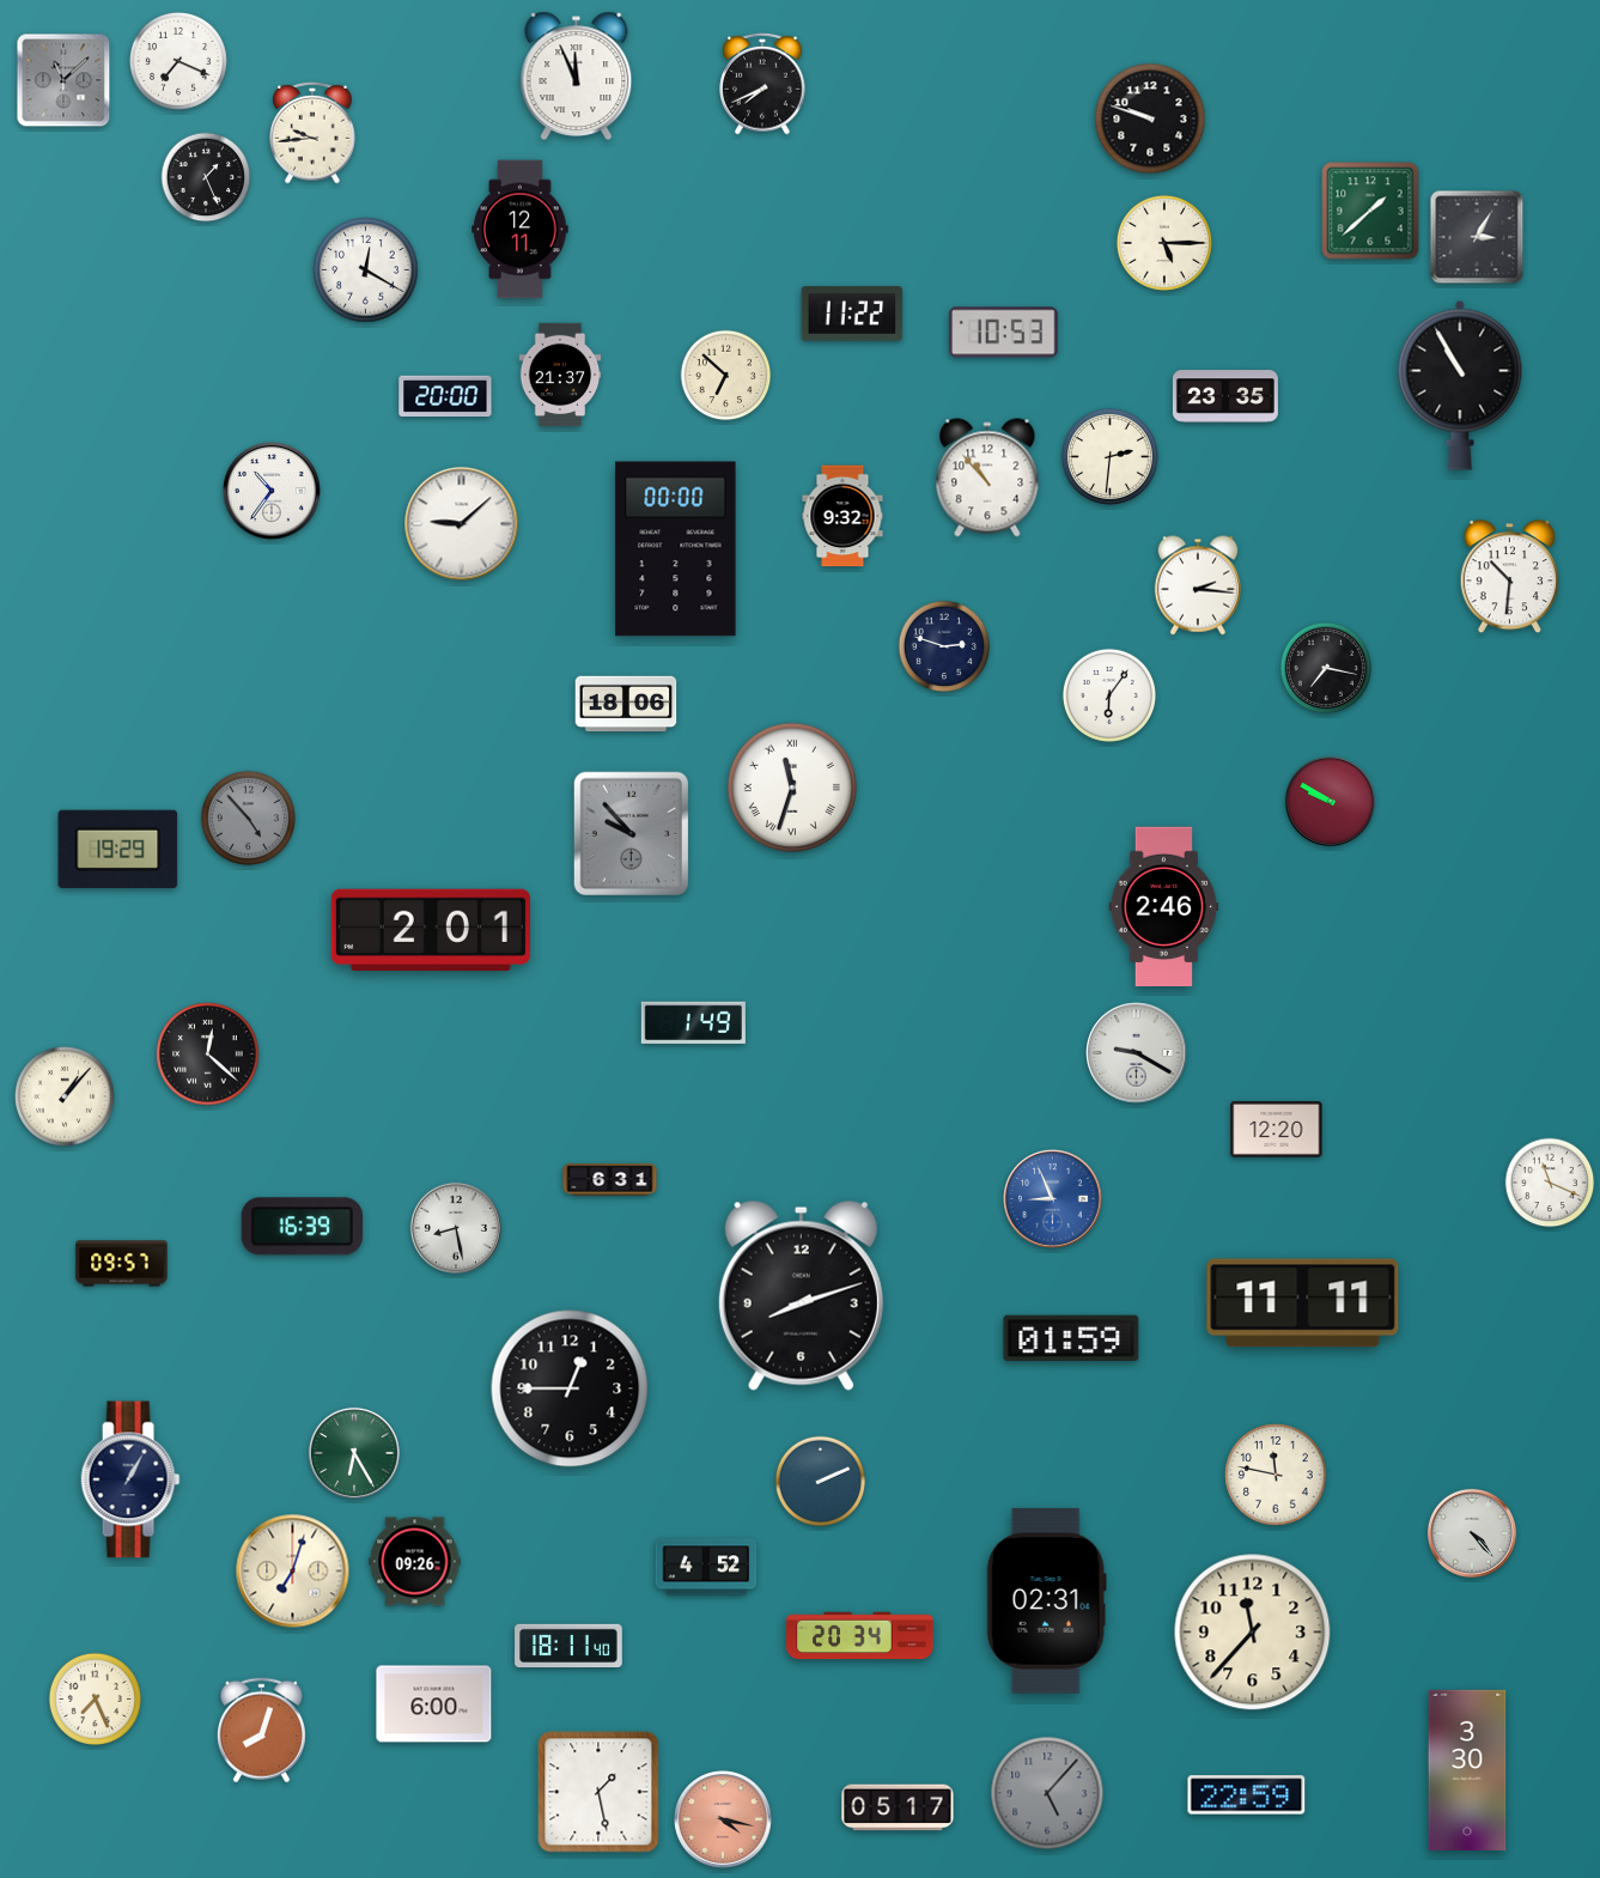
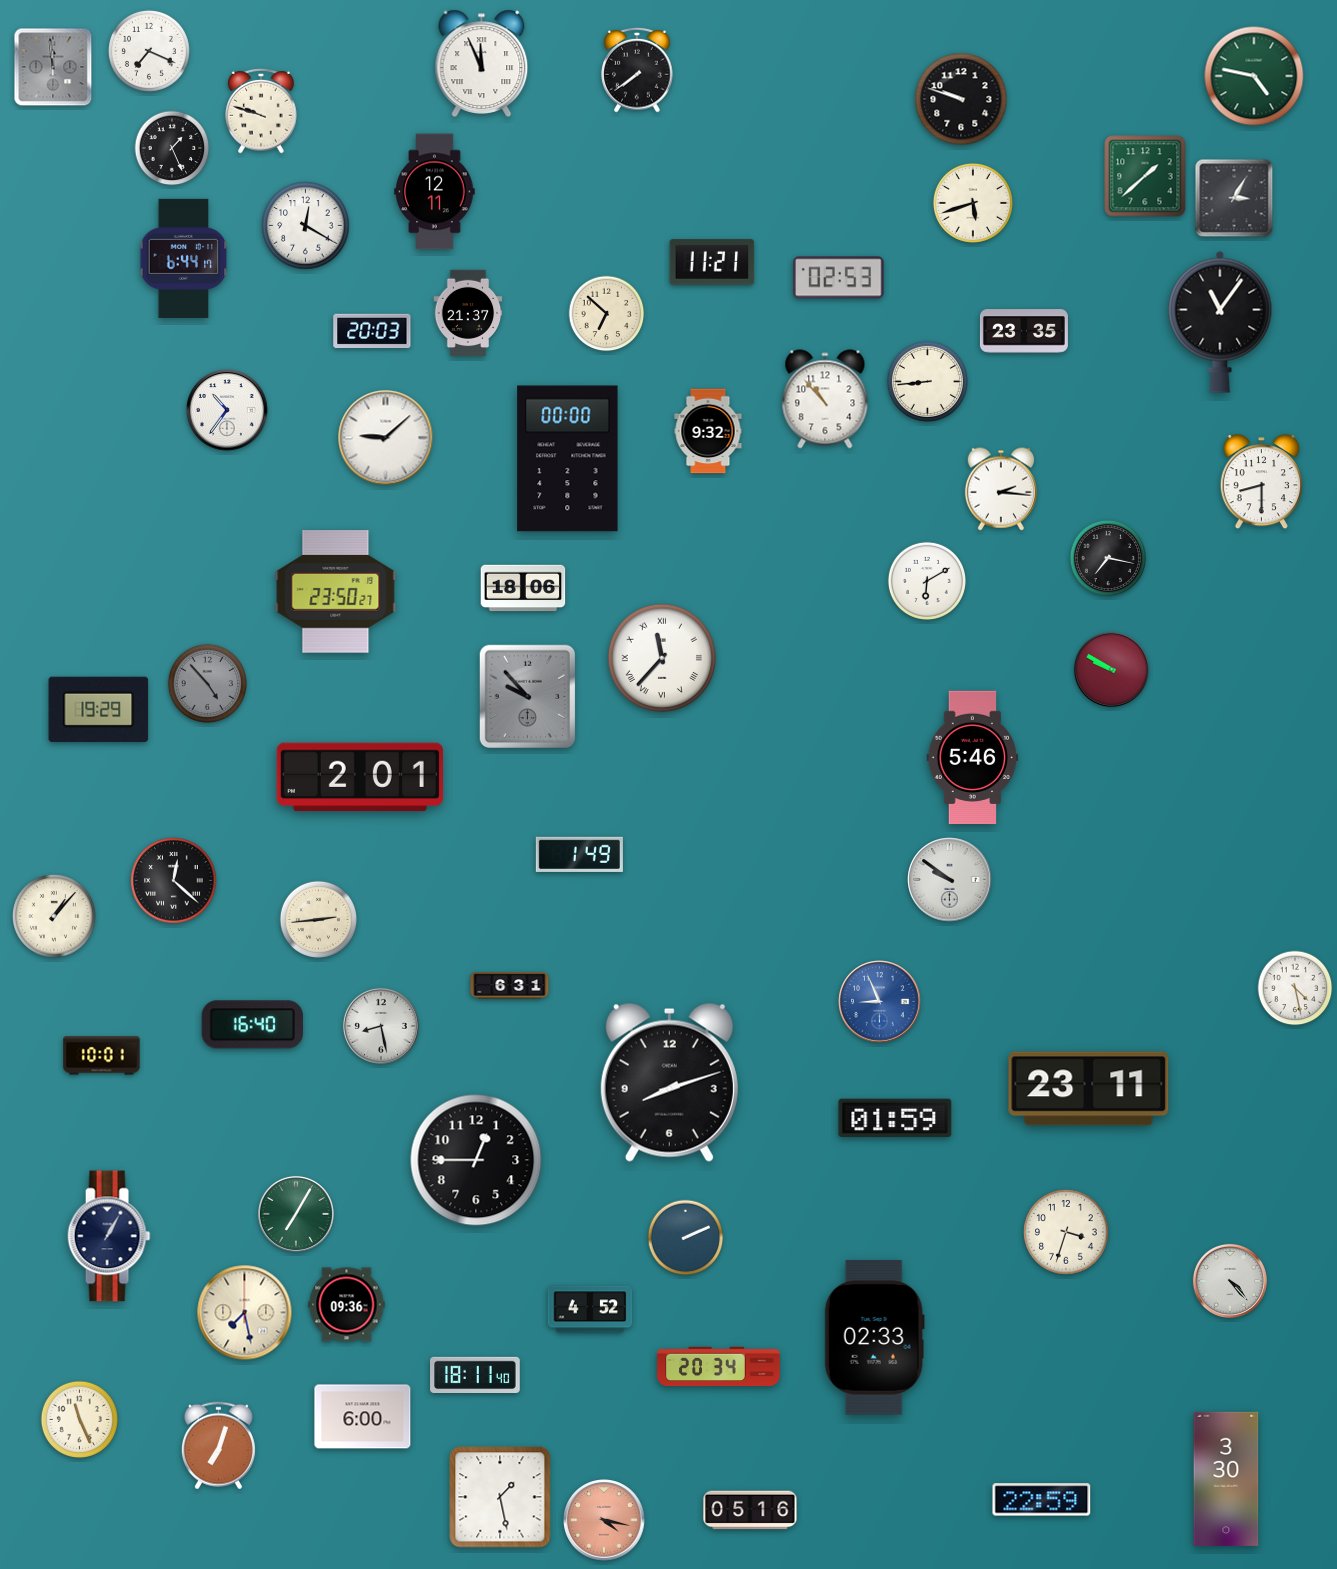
clock at (63, 80): 11:08 -> 11:59
clock at (762, 84): 7:41 -> 7:39
clock at (1254, 76): none -> 4:47
clock at (312, 133): 9:44 -> 9:48
clock at (1164, 243): 5:15 -> 5:42
clock at (184, 258): none -> 6:44
clock at (852, 314): 11:22 -> 11:21
clock at (1004, 333): 10:53 -> 02:53
clock at (1460, 385): 10:55 -> 11:06
clock at (445, 396): 20:00 -> 20:03
clock at (1109, 456): 2:31 -> 8:44
clock at (842, 516) position: (842, 516) -> (708, 431)
clock at (676, 549) position: (676, 549) -> (568, 459)
clock at (1509, 577): 10:31 -> 8:30
clock at (944, 646): 2:48 -> none
clock at (1109, 695): 6:06 -> 6:10
clock at (336, 592): none -> 23:50
clock at (791, 786): 11:33 -> 11:37
clock at (1164, 907): 2:46 -> 5:46
clock at (1137, 1053): 9:20 -> 9:51
clock at (318, 919): none -> 2:44
clock at (1277, 1129): 12:20 -> none
clock at (1550, 1183): 11:19 -> 4:28
clock at (302, 1227): 16:39 -> 16:40
clock at (122, 1264): 09:57 -> 10:01
clock at (1303, 1303): 11:11 -> 23:11
clock at (354, 1453): 6:25 -> 7:05
clock at (1276, 1475): 11:47 -> 3:33
clock at (415, 1562): 09:26 -> 09:36
clock at (293, 1572): 7:03 -> 7:28
clock at (1046, 1602): 02:31 -> 02:33
clock at (1253, 1633): 11:37 -> none
clock at (95, 1698): 7:26 -> 11:26
clock at (434, 1704) position: (434, 1704) -> (363, 1417)
clock at (261, 1731): 8:03 -> 7:03
clock at (1047, 1793): 5:07 -> none
clock at (898, 1807): 05:17 -> 05:16
